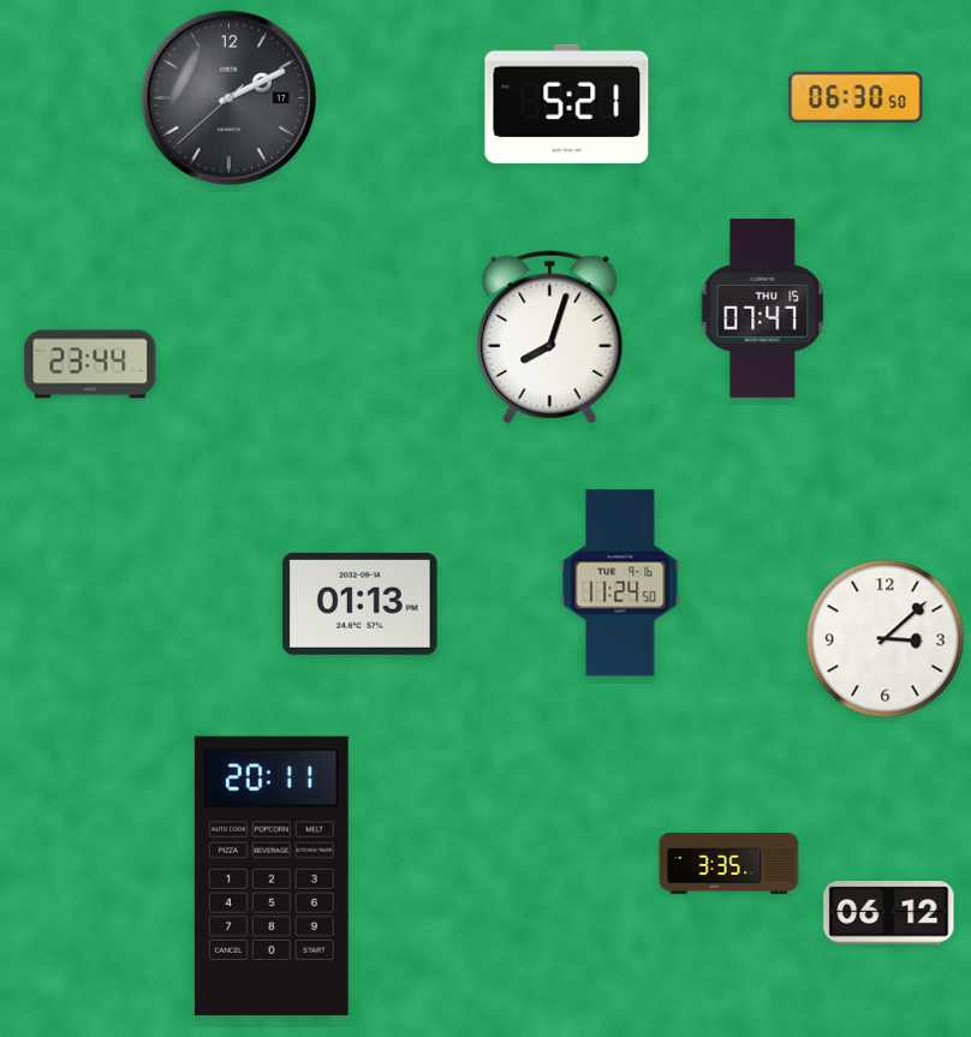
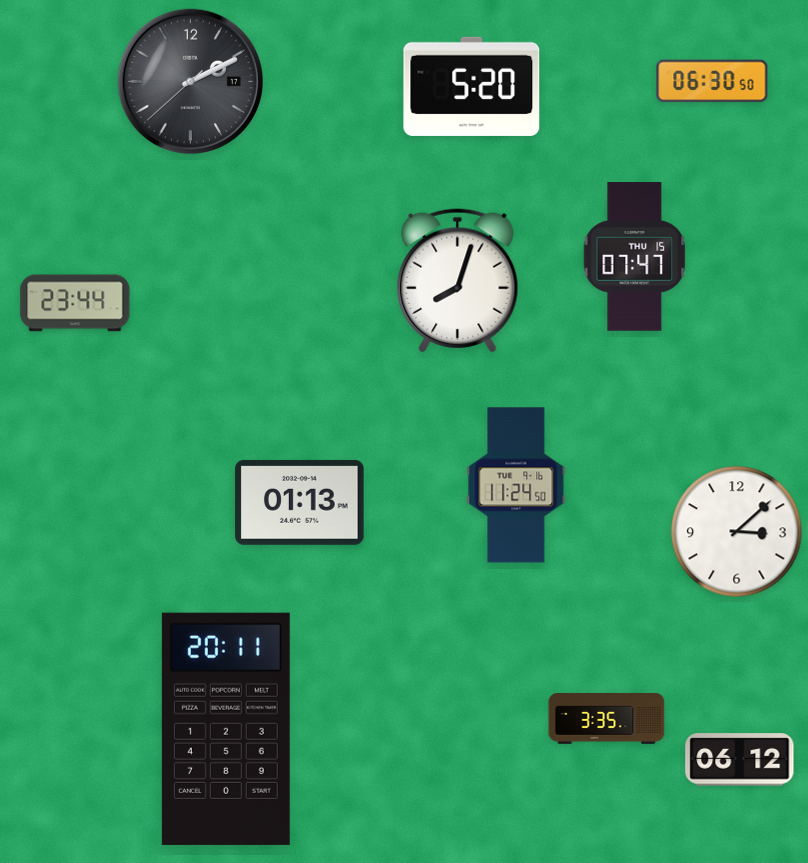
clock at (567, 103): 5:21 -> 5:20
